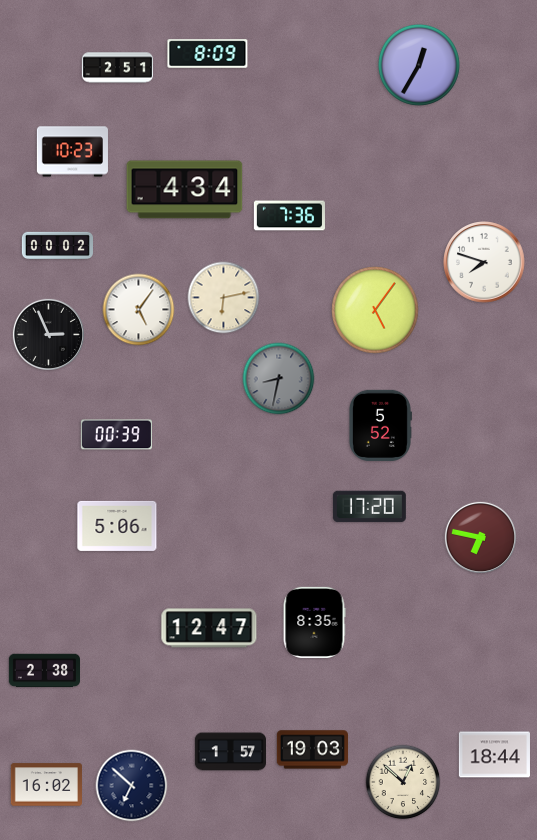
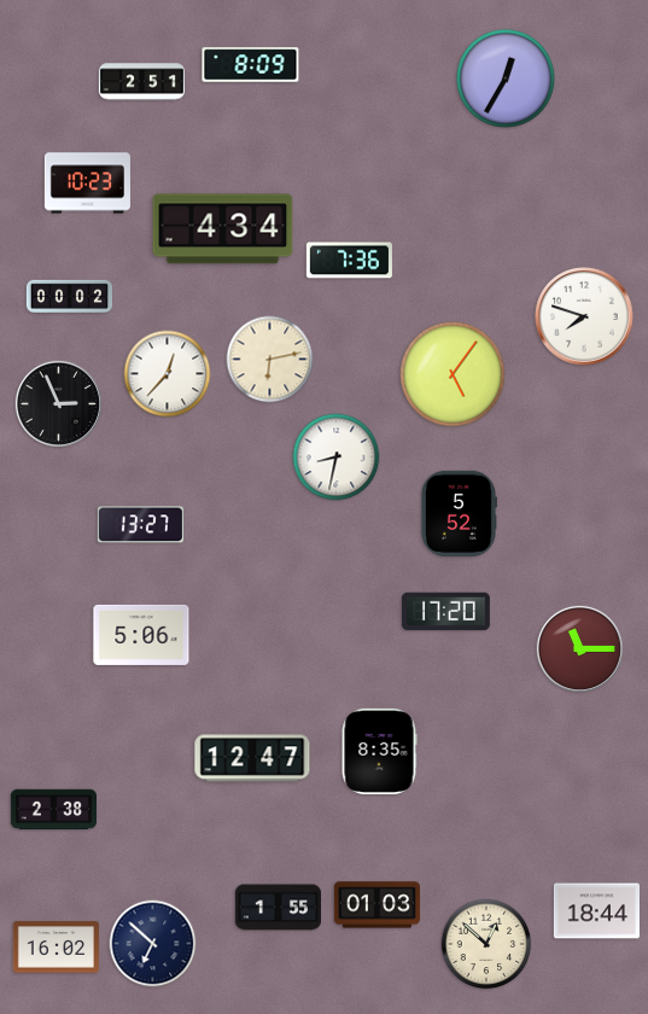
clock at (139, 310): 5:06 -> 12:37
clock at (279, 379) dial: grey -> white
clock at (116, 435): 00:39 -> 13:27
clock at (480, 537): 6:47 -> 11:15
clock at (312, 750): 19:03 -> 01:03
clock at (230, 752): 1:57 -> 1:55
clock at (132, 786) position: (132, 786) -> (153, 944)
